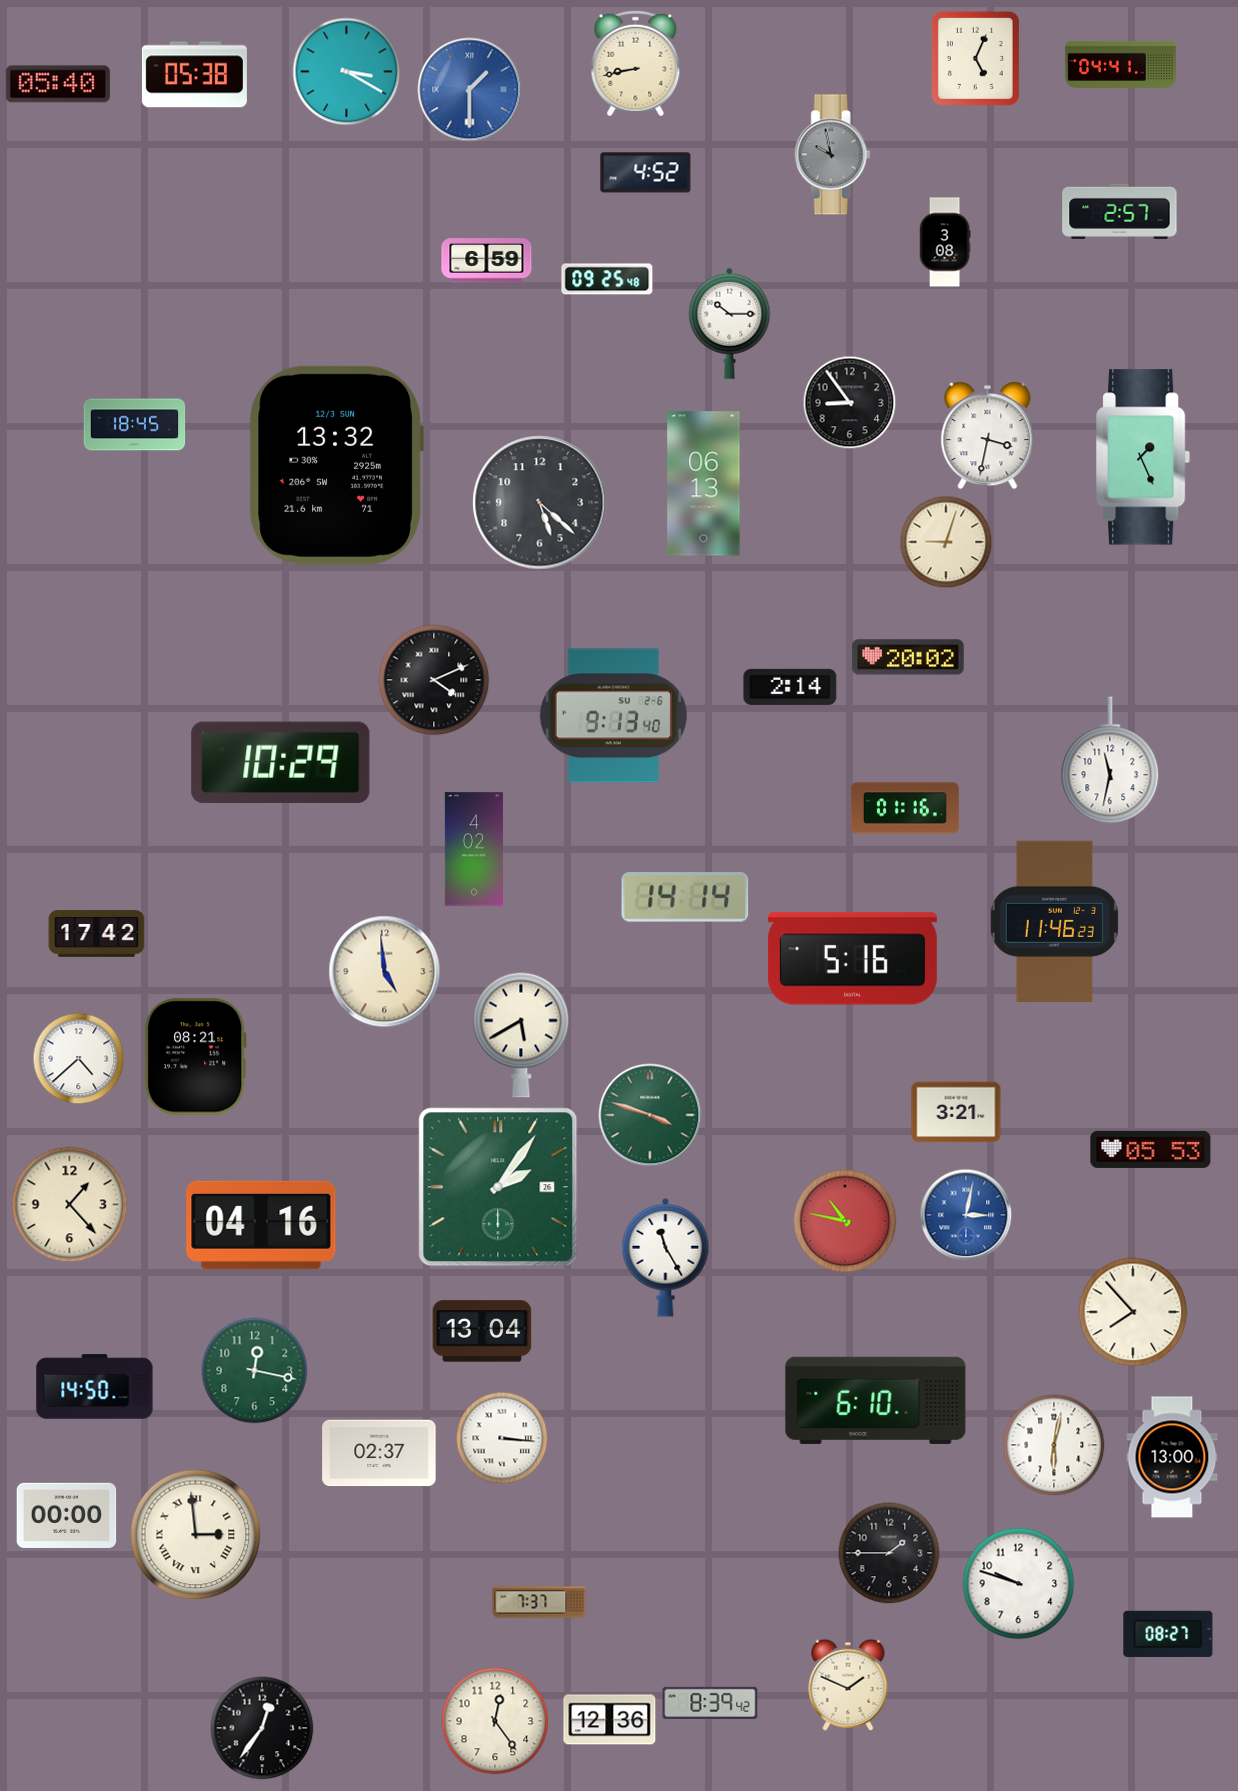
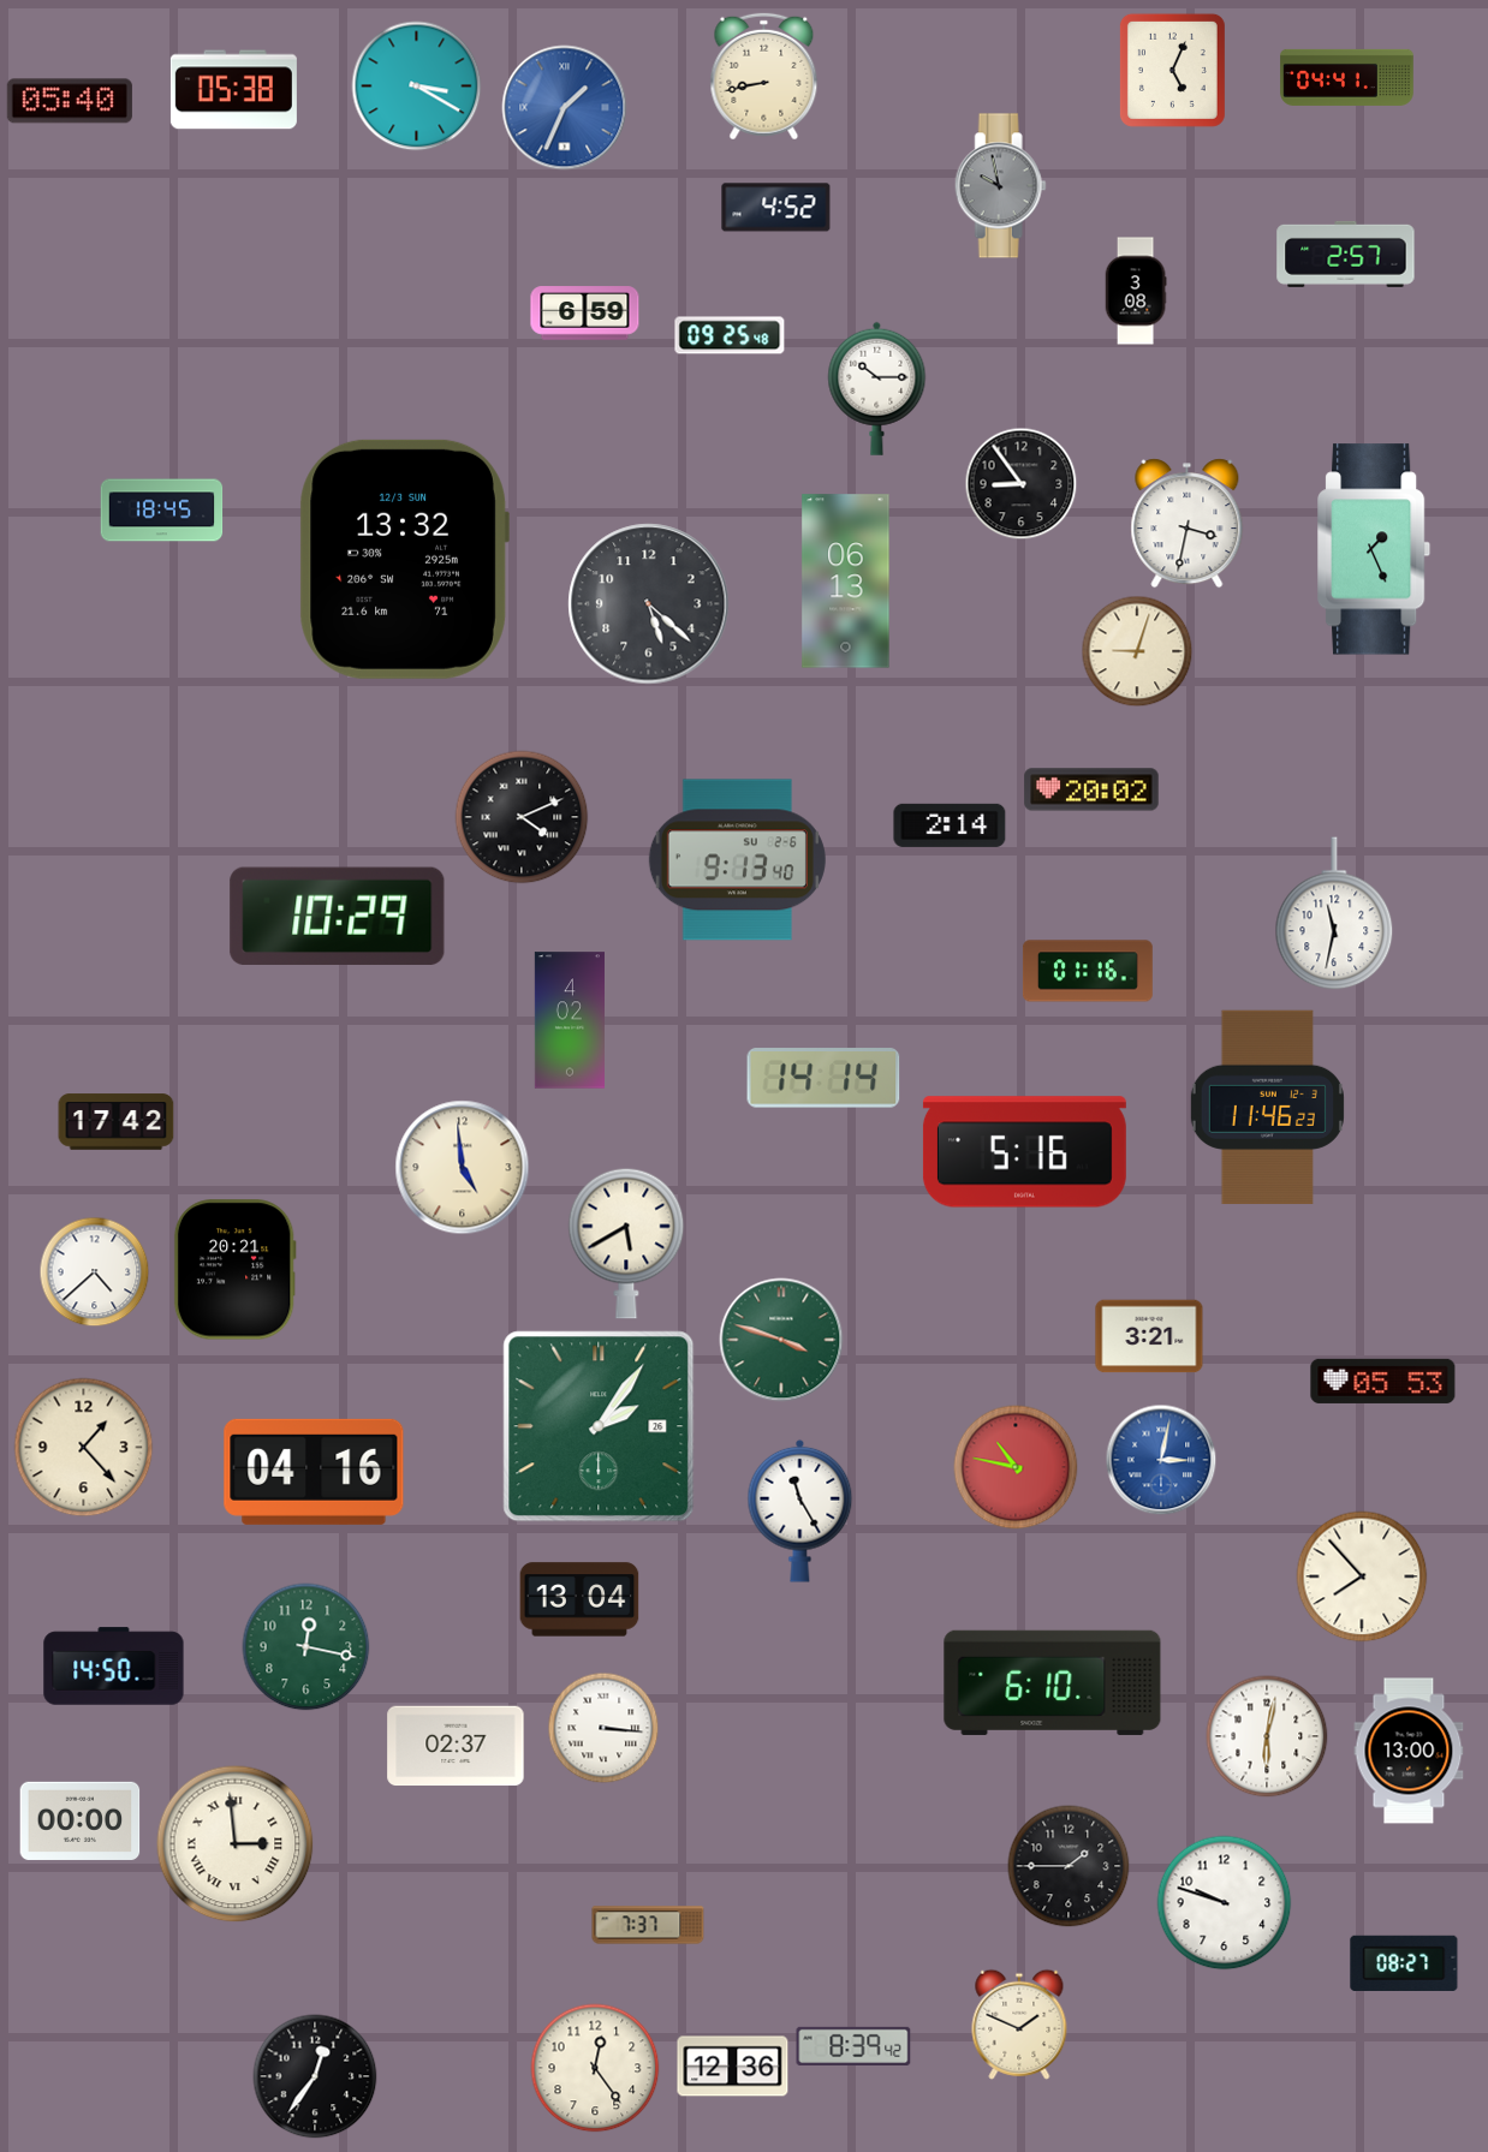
clock at (470, 90): 1:30 -> 1:34
clock at (195, 1057): 08:21 -> 20:21
